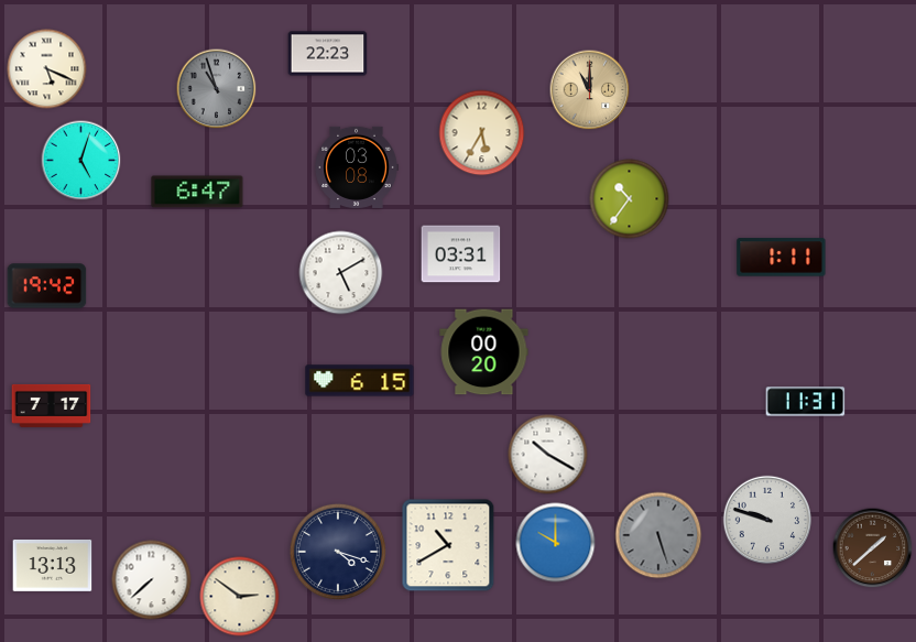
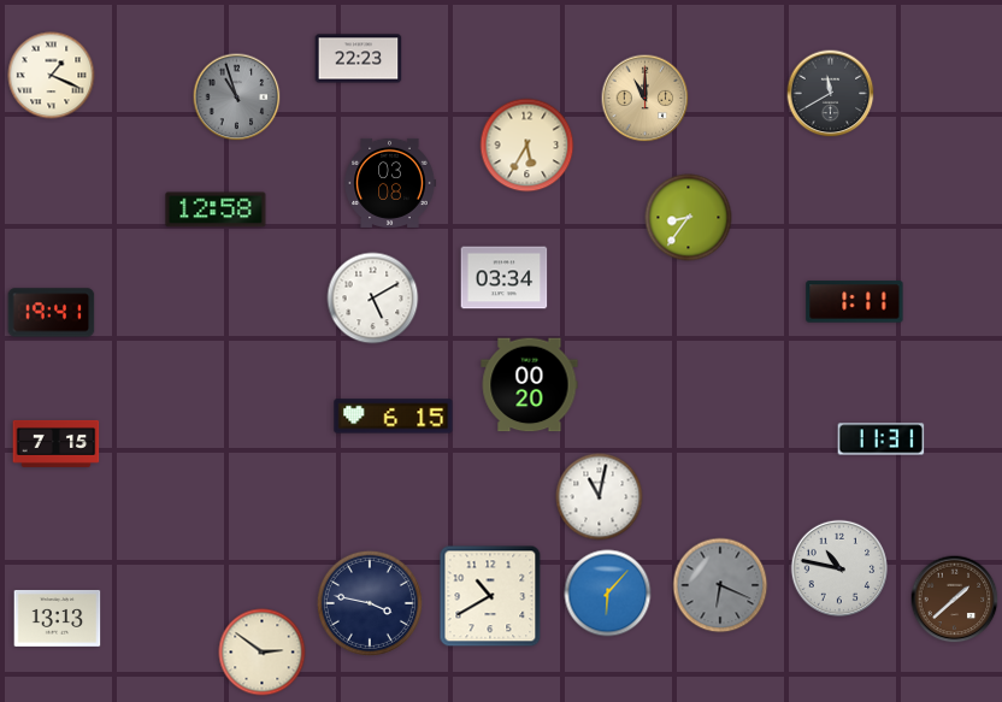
clock at (47, 69): 5:19 -> 1:19
clock at (831, 94): none -> 11:40
clock at (81, 161): 5:03 -> none
clock at (197, 192): 6:47 -> 12:58
clock at (630, 199): 10:36 -> 8:36
clock at (461, 254): 03:31 -> 03:34
clock at (782, 258) position: (782, 258) -> (855, 302)
clock at (47, 286): 19:42 -> 19:41
clock at (52, 405): 7:17 -> 7:15
clock at (548, 455): 10:20 -> 11:02
clock at (767, 520): 9:48 -> 10:47
clock at (658, 535): 5:27 -> 6:19
clock at (556, 543): 10:00 -> 6:07
clock at (338, 552): 4:18 -> 3:47
clock at (152, 580): 7:38 -> none
